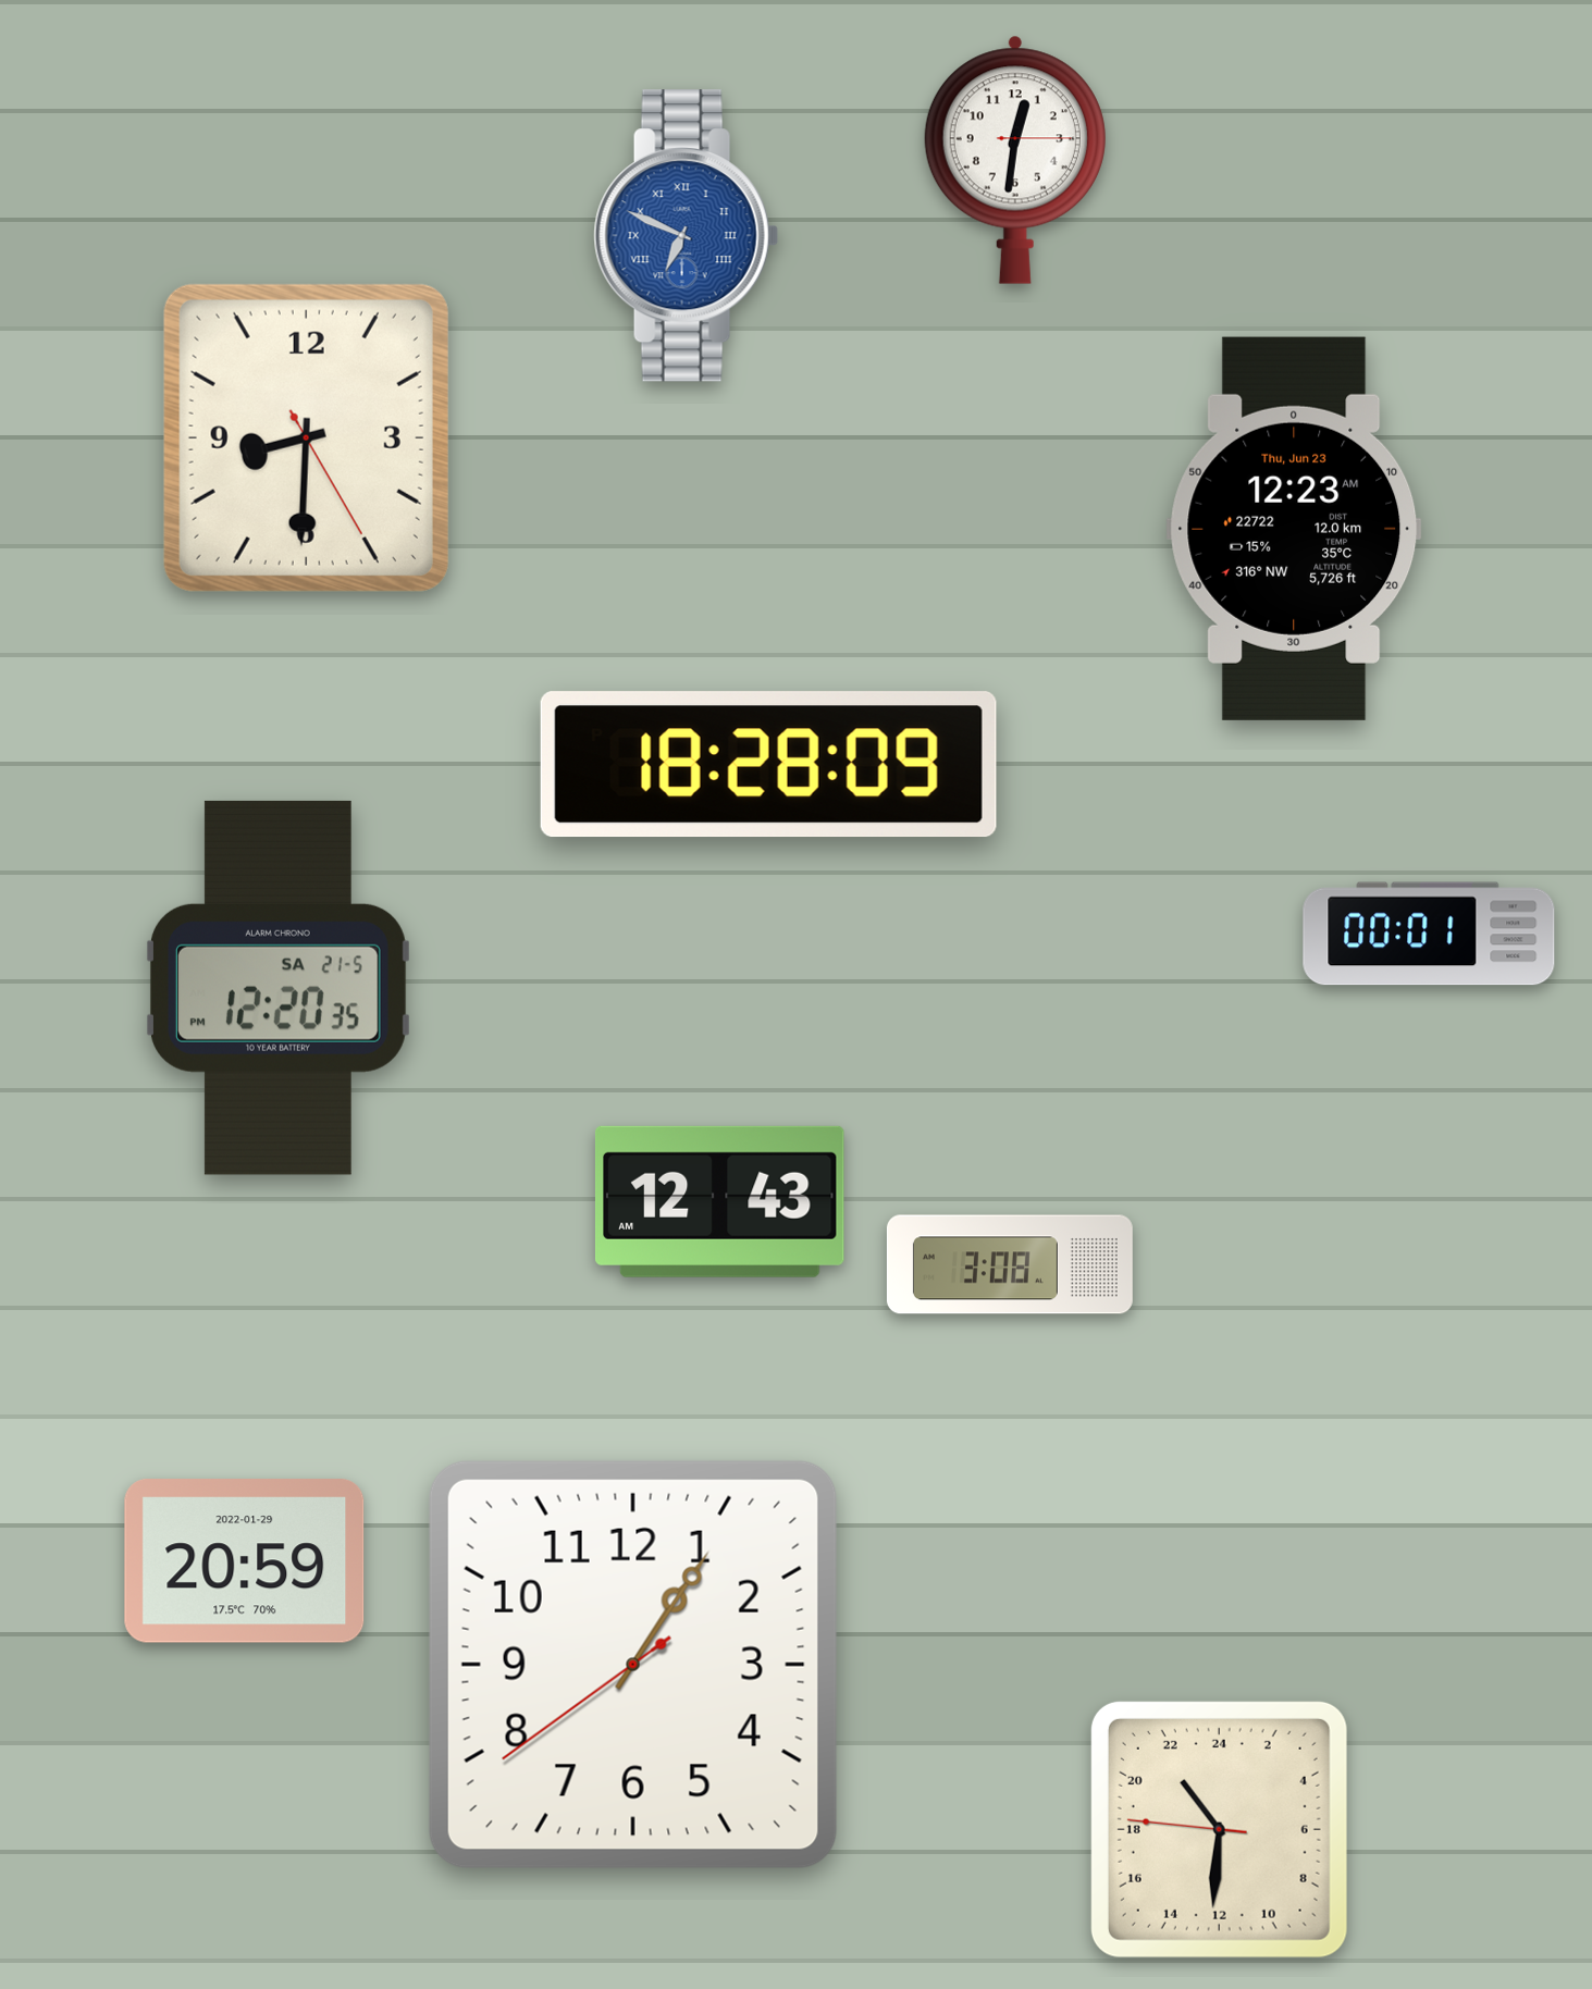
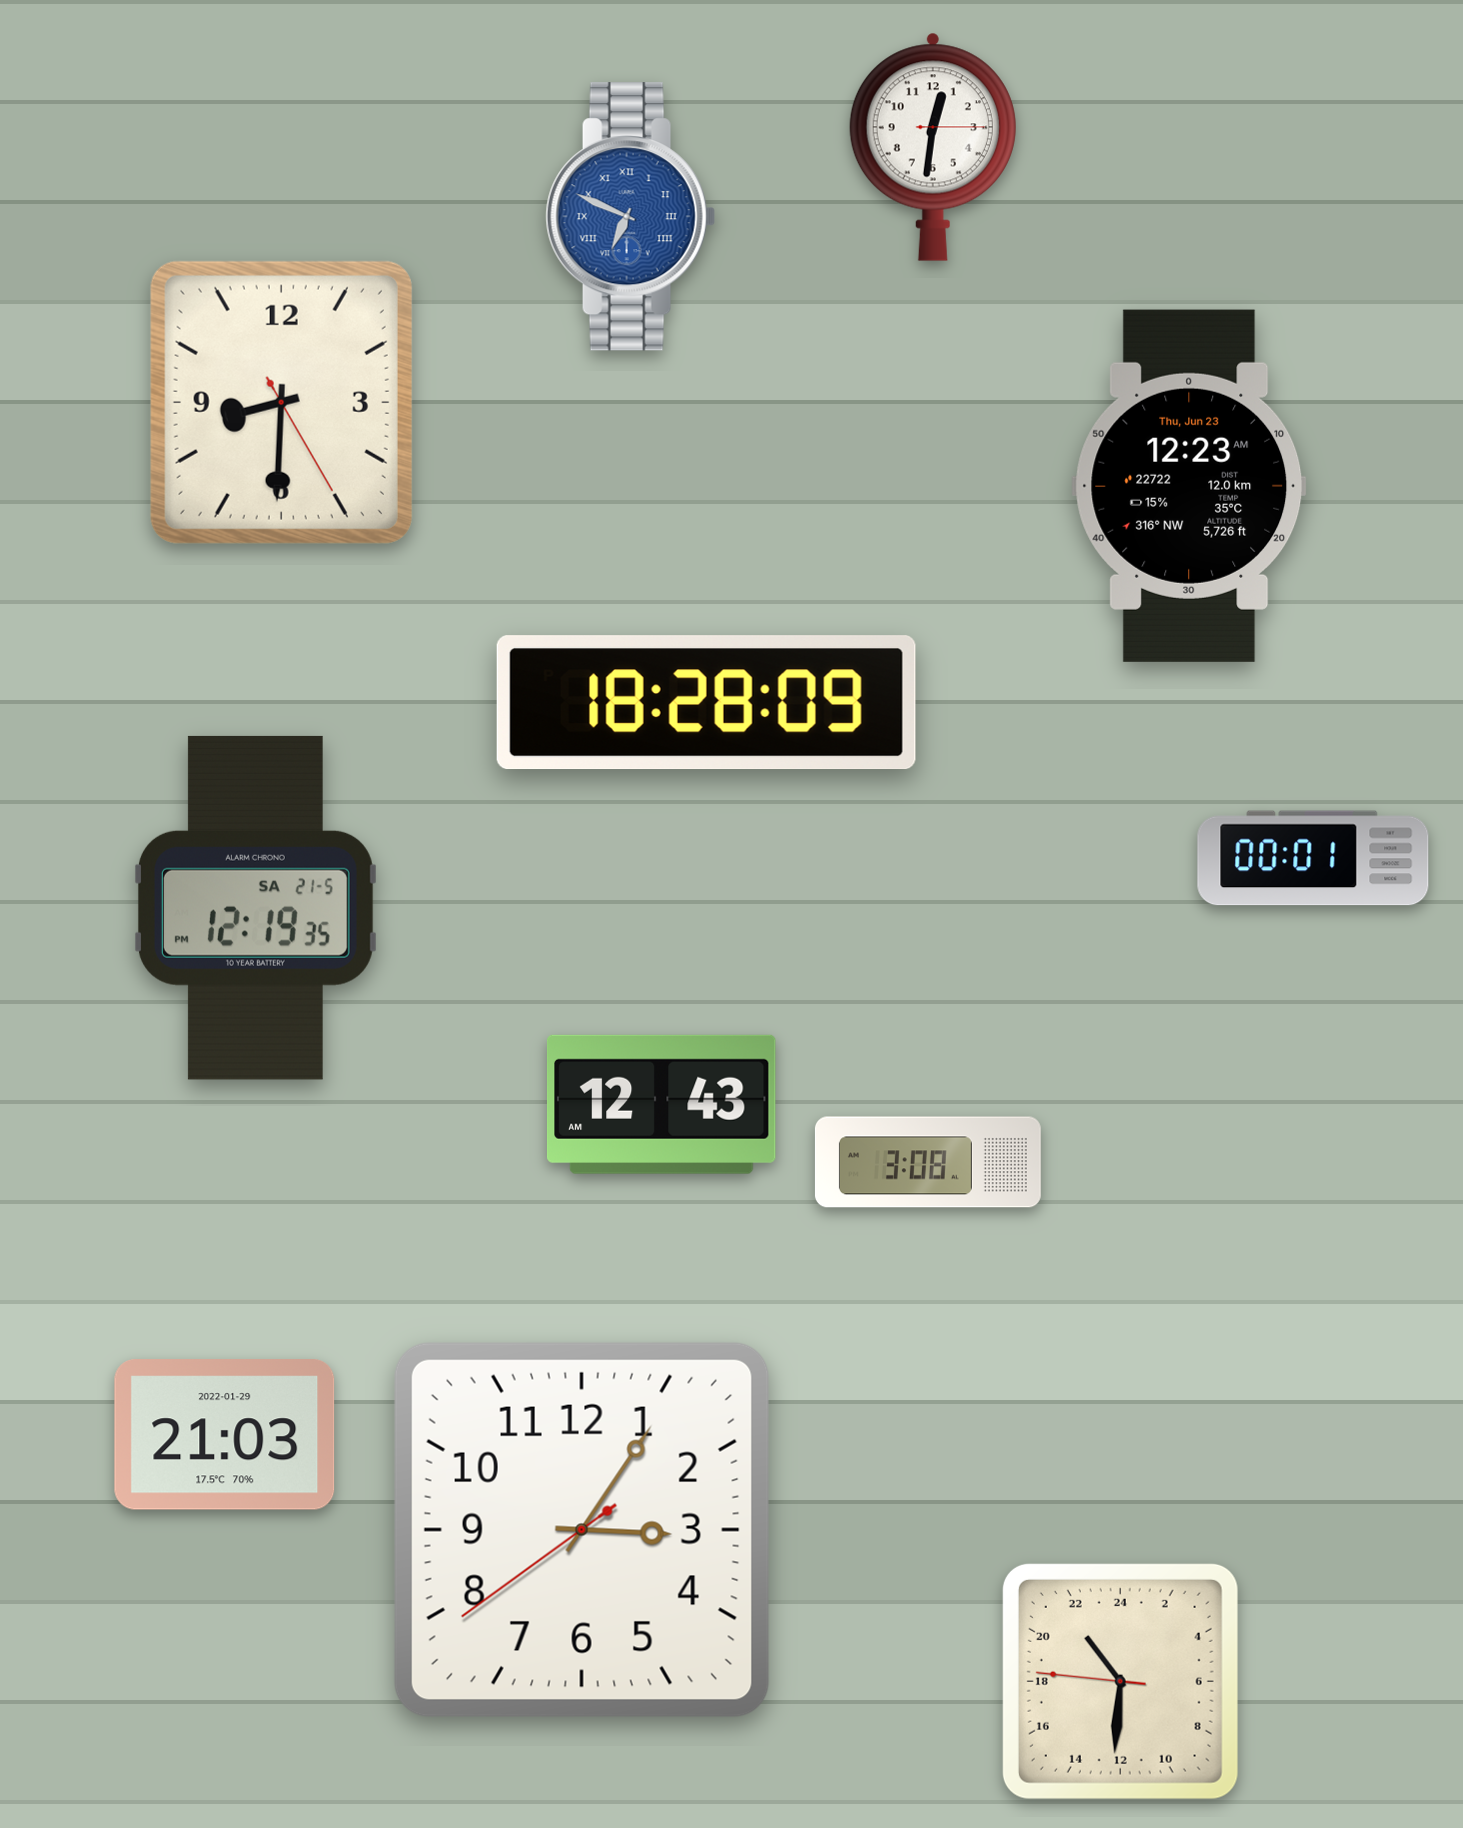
clock at (277, 988): 12:20 -> 12:19
clock at (245, 1561): 20:59 -> 21:03
clock at (633, 1665): 1:05 -> 3:05
